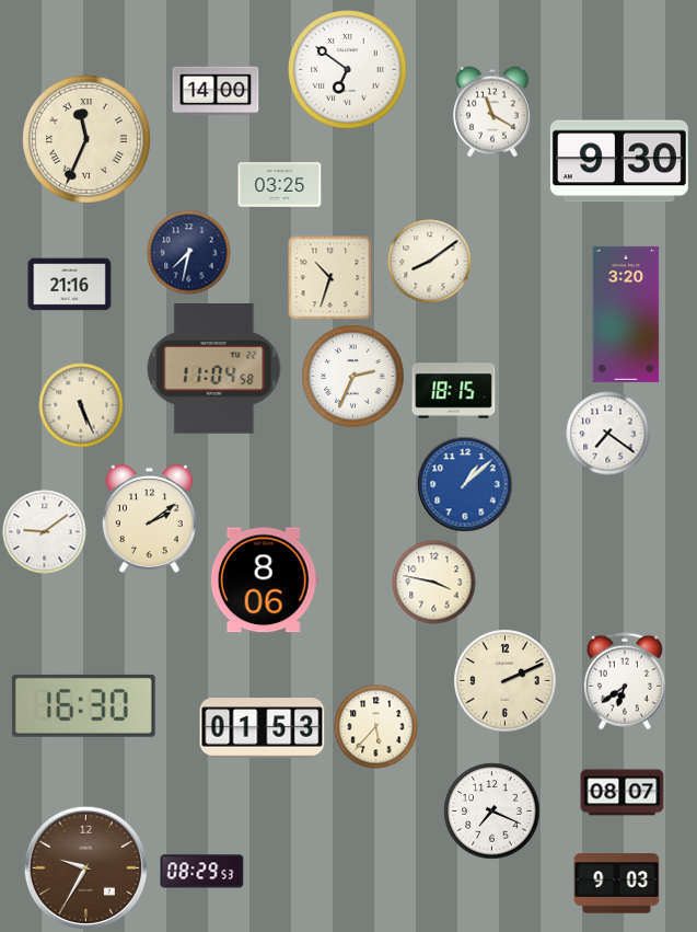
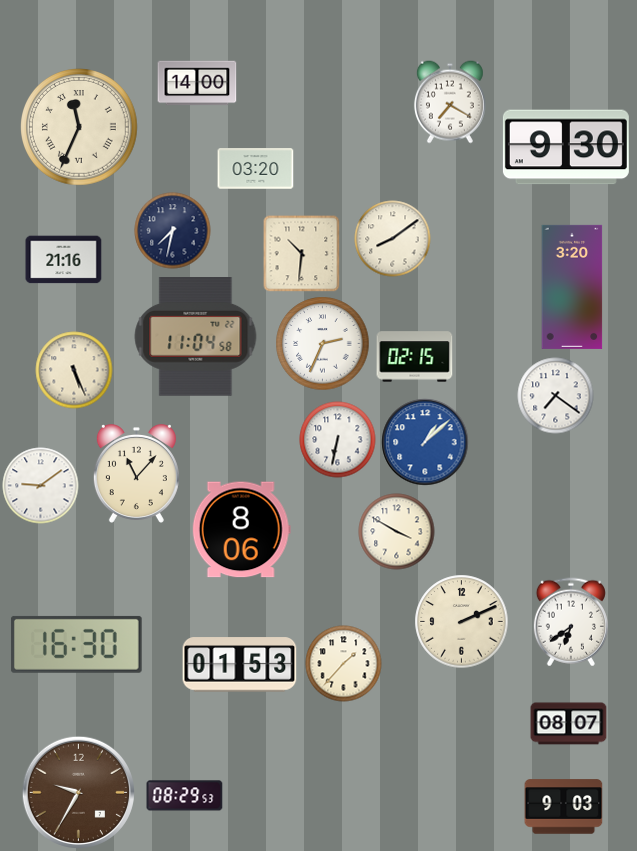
clock at (348, 70): 6:51 -> none
clock at (492, 112): 11:20 -> 7:20
clock at (280, 185): 03:25 -> 03:20
clock at (329, 277): 10:33 -> 10:31
clock at (454, 391): 18:15 -> 02:15
clock at (338, 440): none -> 6:32
clock at (149, 519): 2:09 -> 11:07
clock at (434, 583): 3:47 -> 3:50
clock at (376, 727): 5:37 -> 1:37
clock at (492, 812): 7:19 -> none
